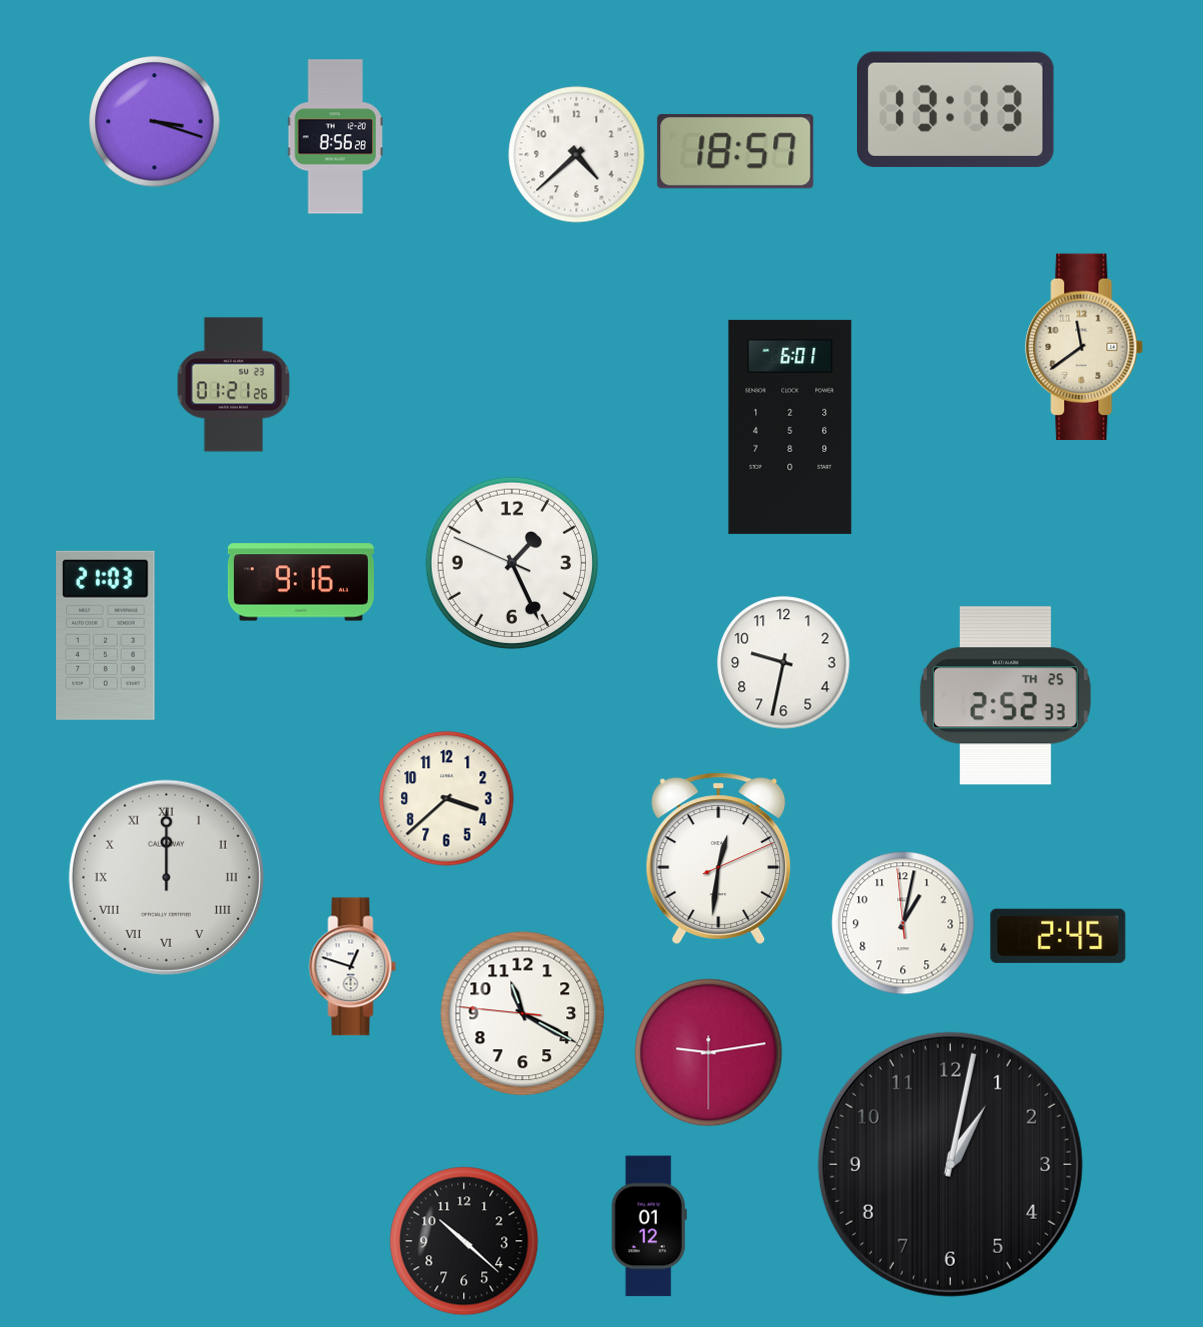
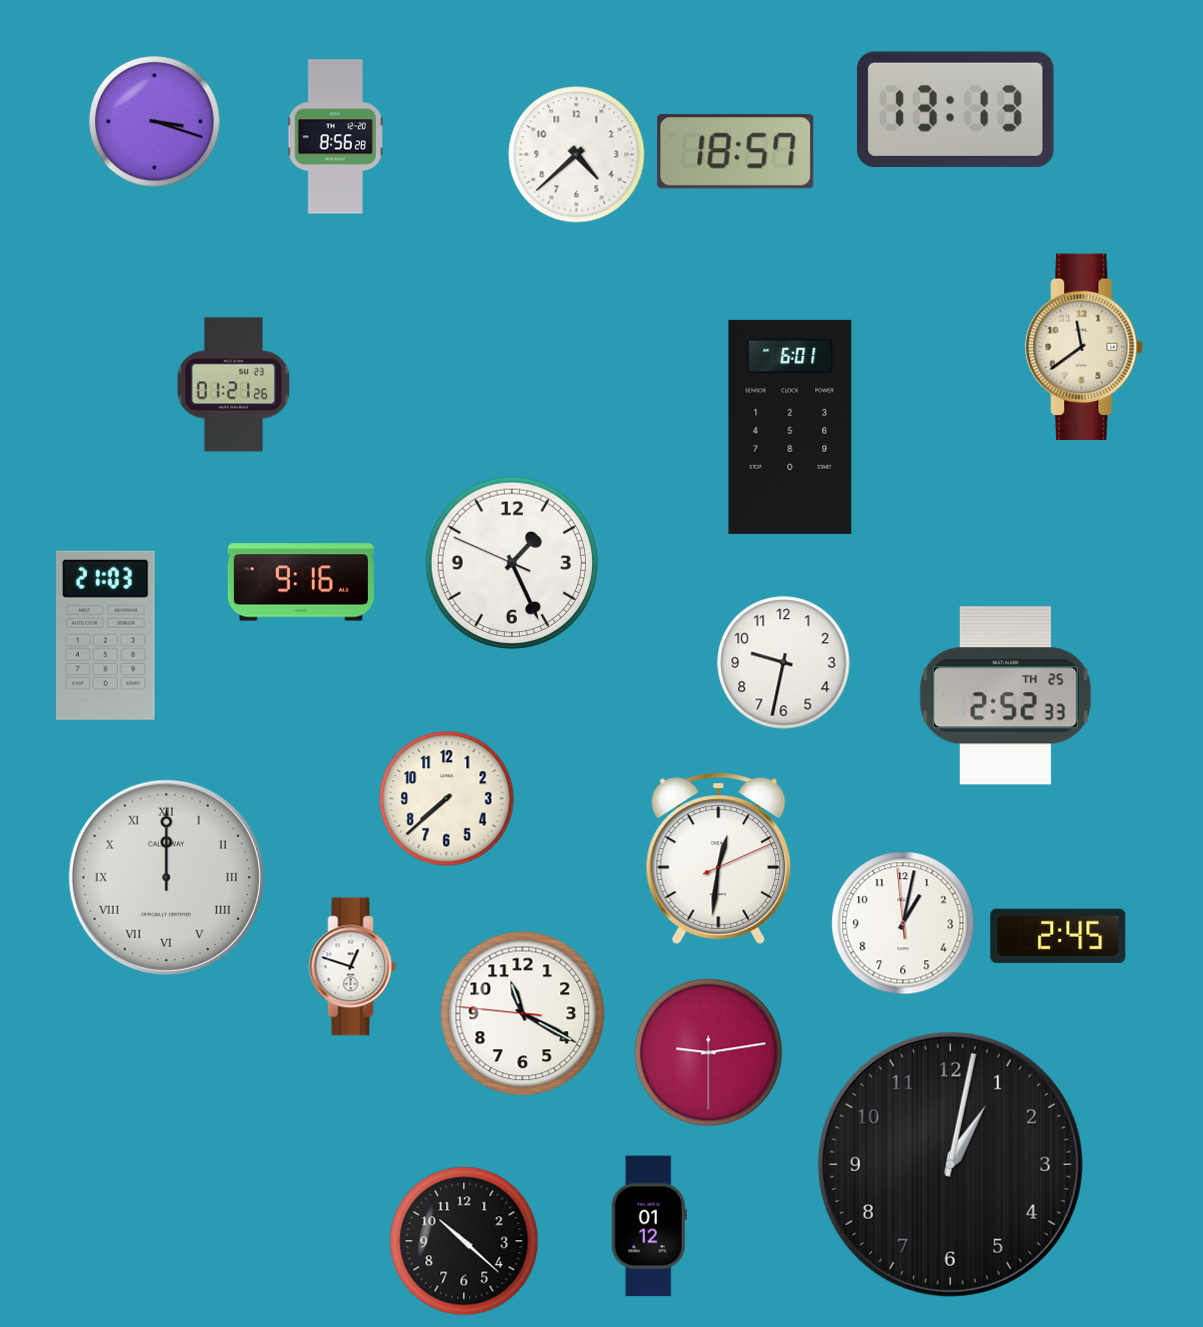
clock at (447, 799): 3:38 -> 7:38
